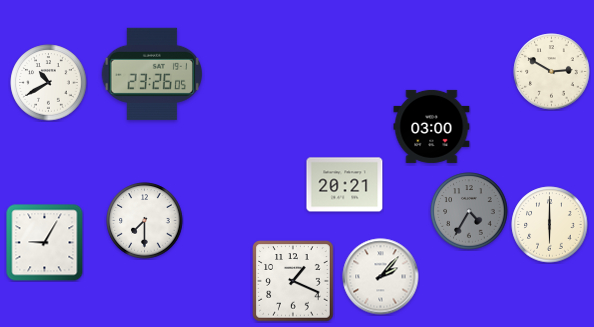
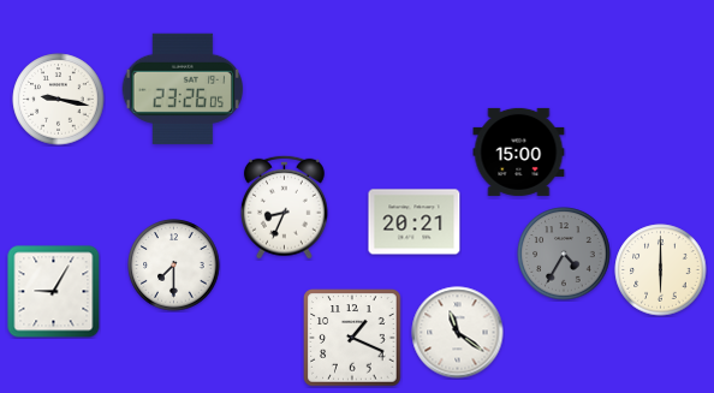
clock at (552, 72): 2:50 -> none
clock at (49, 83): 10:40 -> 9:17
clock at (432, 126): 03:00 -> 15:00
clock at (284, 207): none -> 8:34
clock at (381, 277): 2:07 -> 11:21
